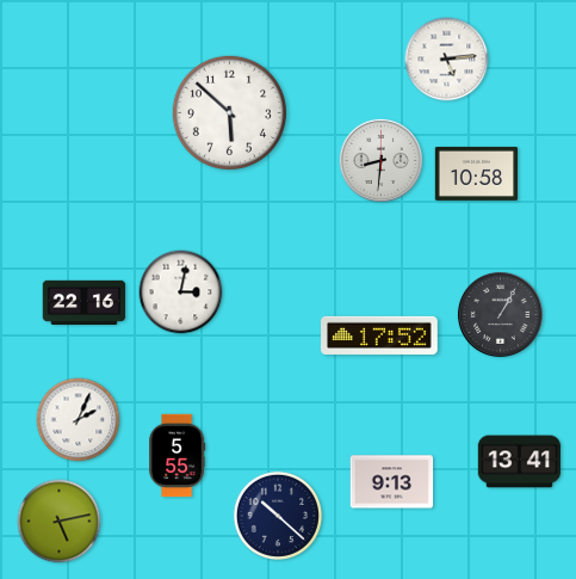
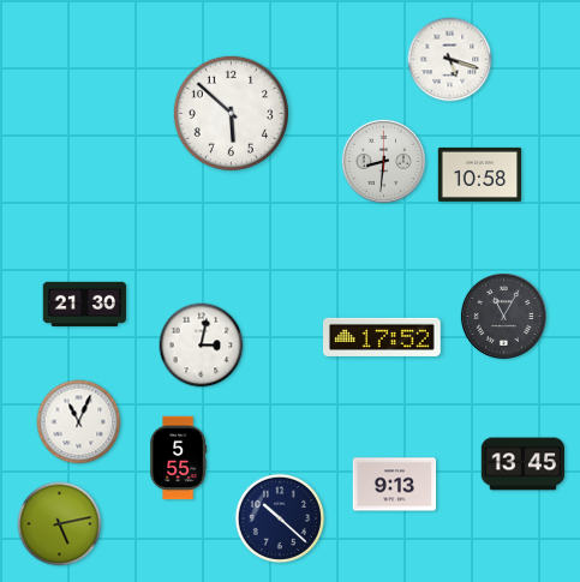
clock at (447, 60): 5:14 -> 5:18
clock at (181, 292) position: (181, 292) -> (202, 346)
clock at (85, 302): 22:16 -> 21:30
clock at (500, 314): 1:05 -> 11:05
clock at (79, 420): 2:04 -> 11:04
clock at (520, 462): 13:41 -> 13:45
